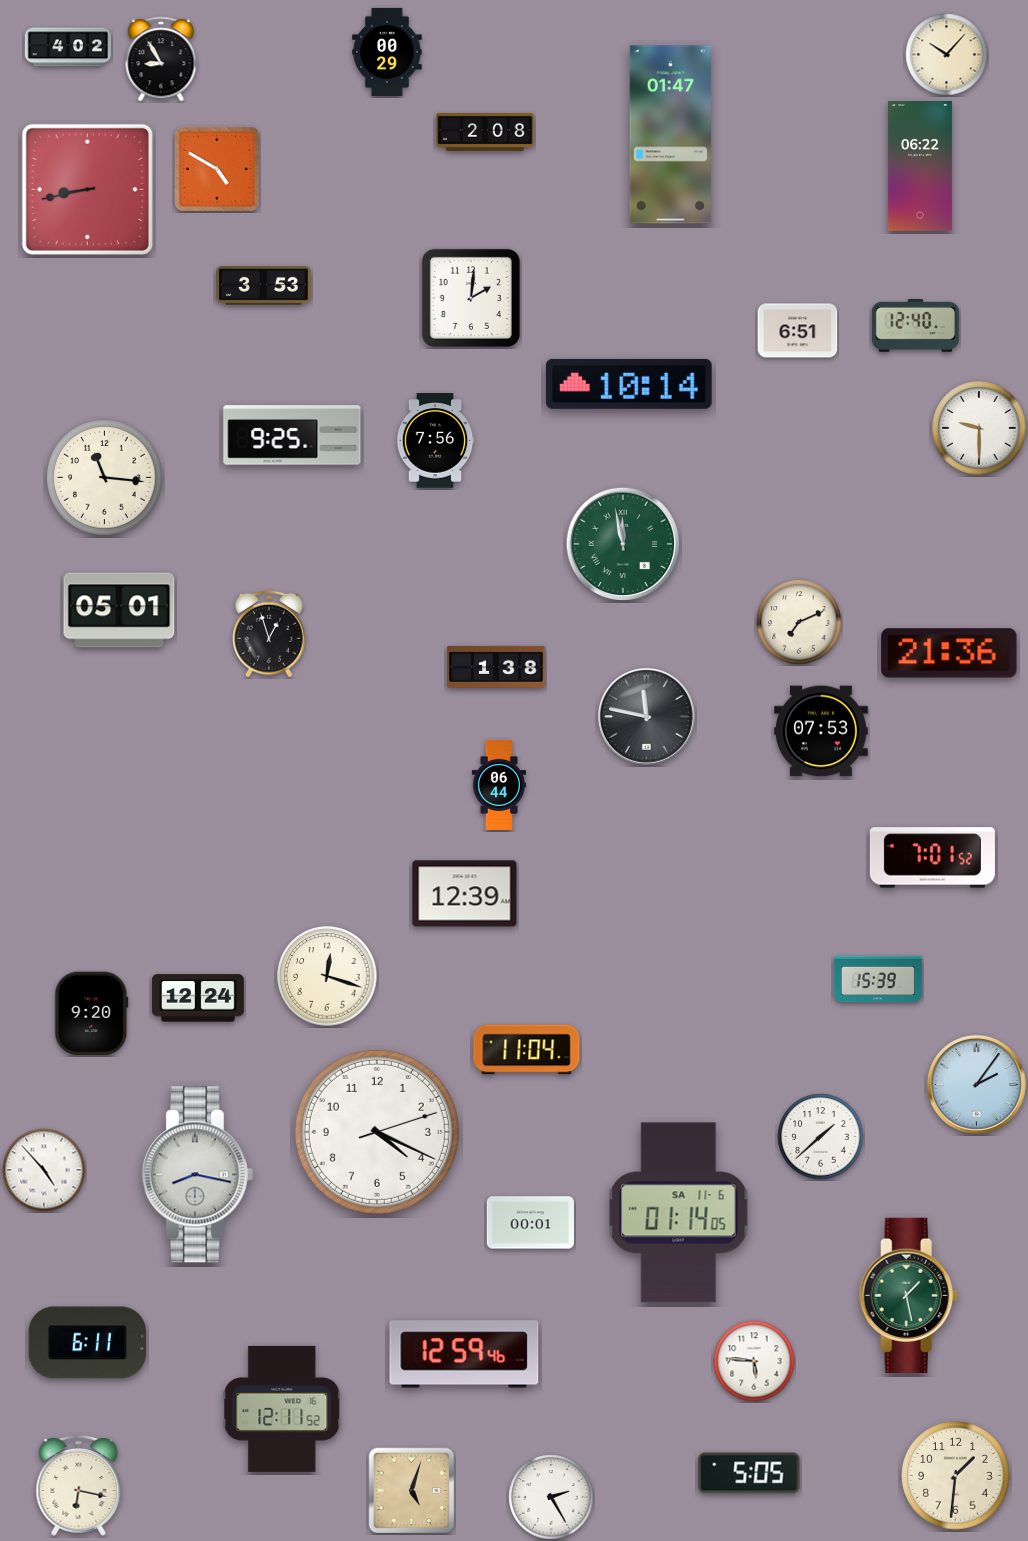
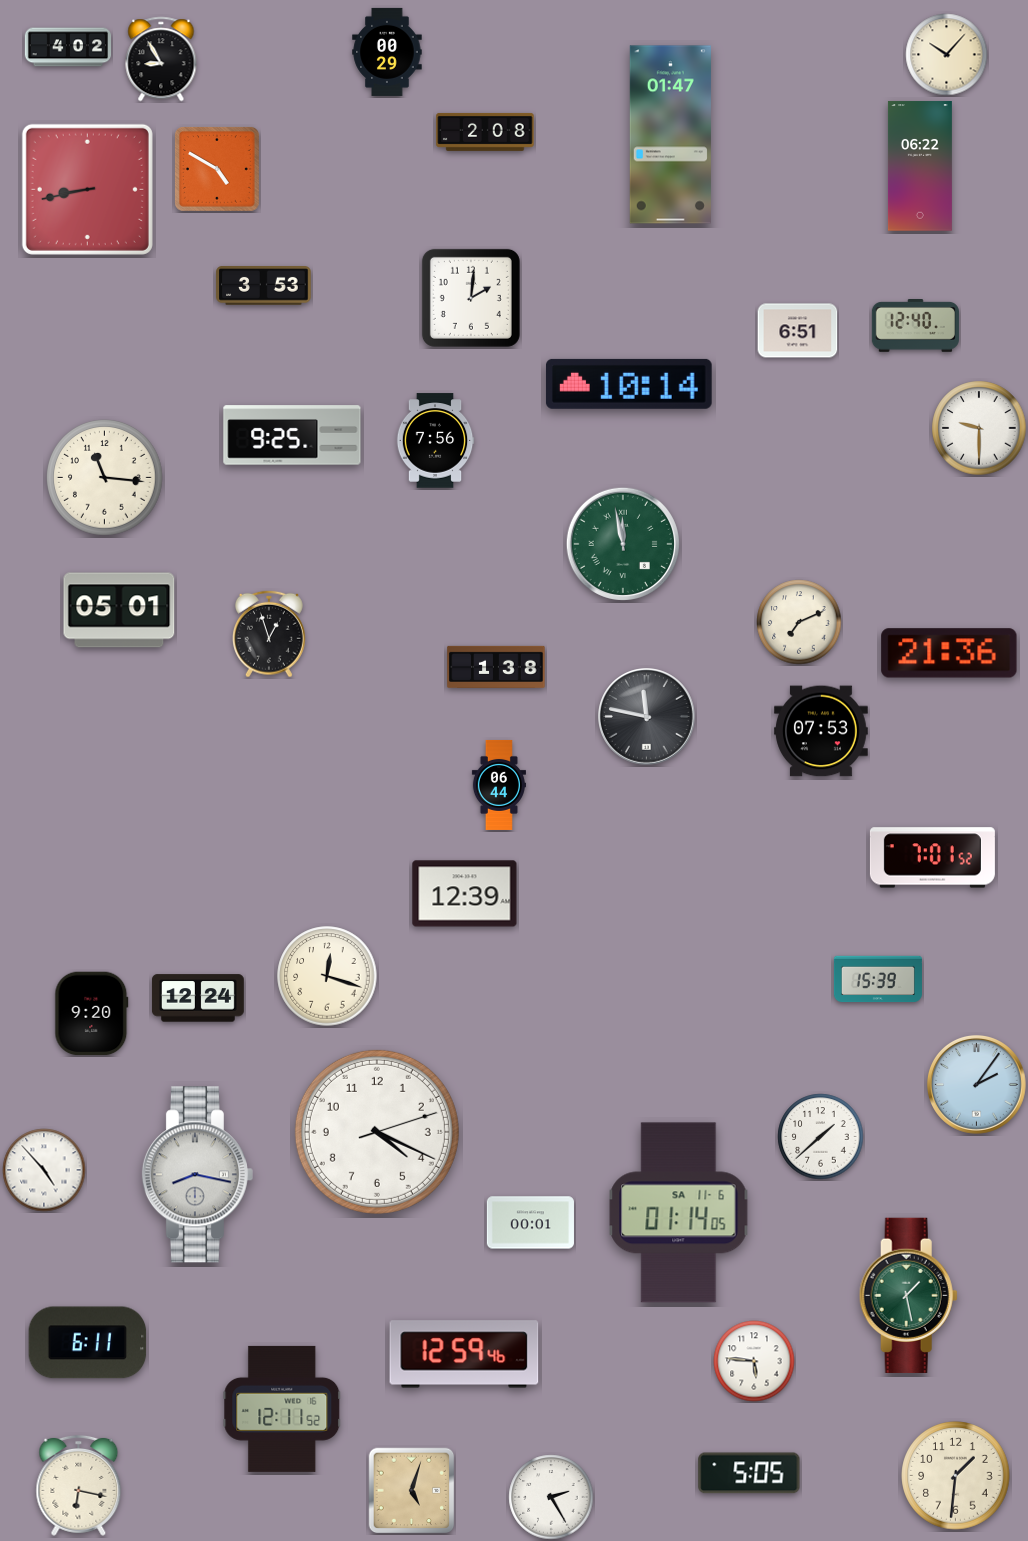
clock at (527, 1050): 11:04 -> none
